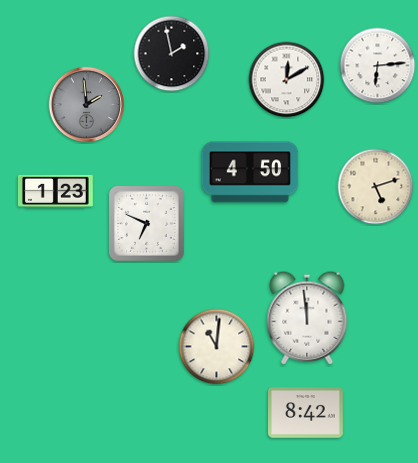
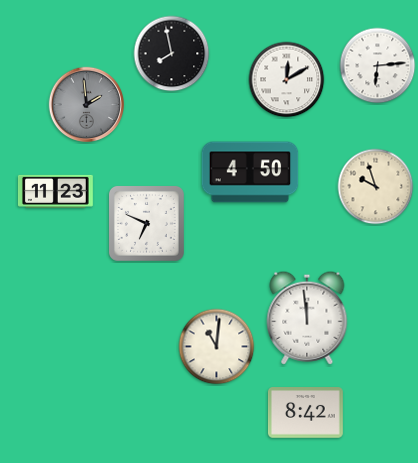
clock at (172, 54): 1:58 -> 7:58
clock at (376, 187): 5:12 -> 9:57
clock at (55, 191): 1:23 -> 11:23
